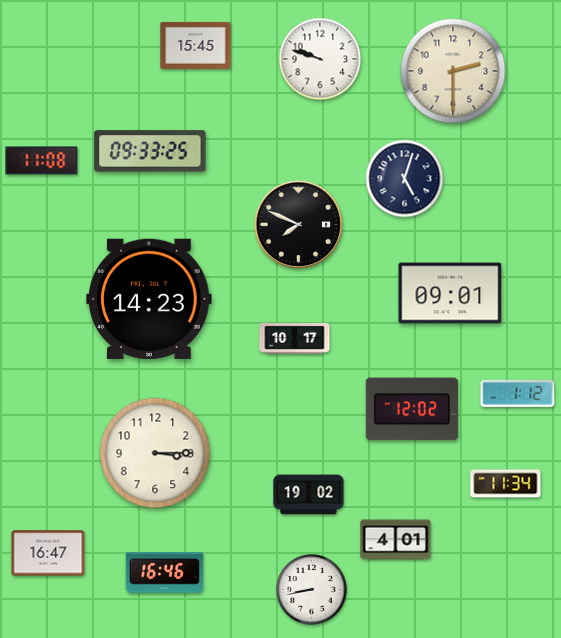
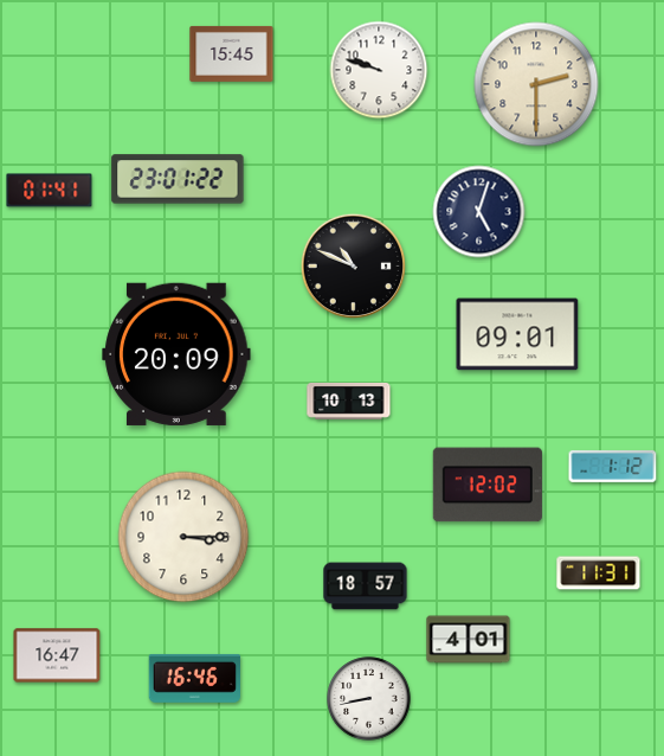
clock at (150, 151): 09:33 -> 23:01
clock at (42, 161): 11:08 -> 01:41
clock at (299, 225): 7:49 -> 10:49
clock at (450, 293) position: (450, 293) -> (517, 334)
clock at (149, 299): 14:23 -> 20:09
clock at (295, 339): 10:17 -> 10:13
clock at (506, 484): 11:34 -> 11:31
clock at (309, 495): 19:02 -> 18:57
